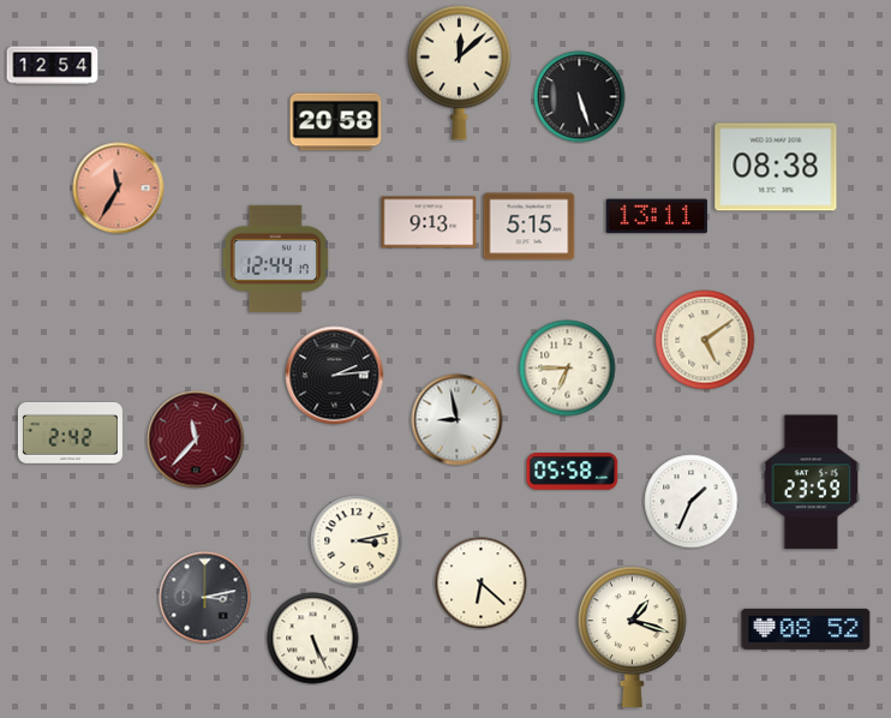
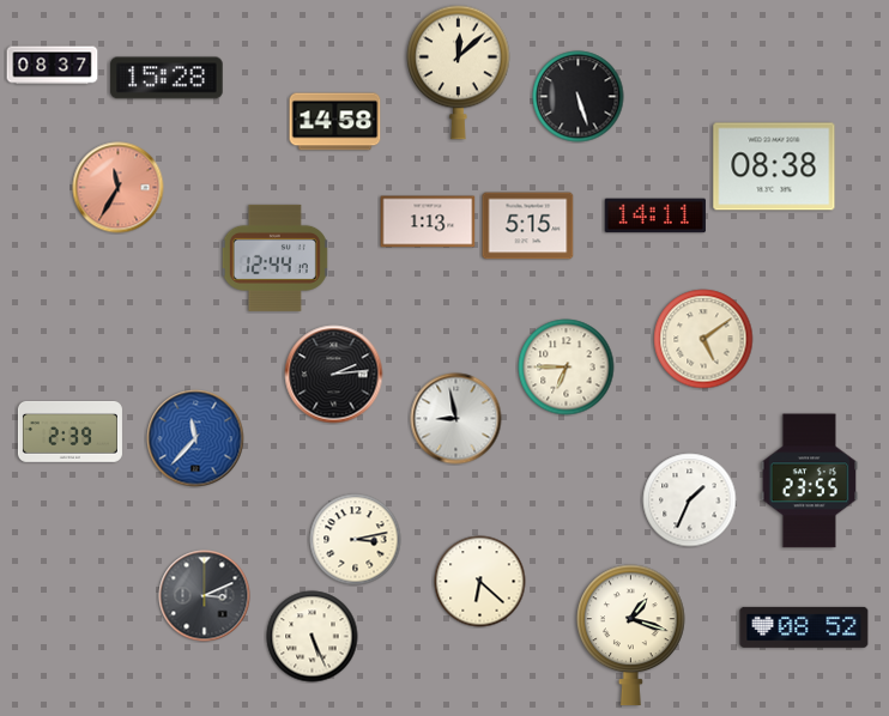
clock at (53, 66): 12:54 -> 08:37
clock at (167, 78): none -> 15:28
clock at (336, 122): 20:58 -> 14:58
clock at (657, 216): 13:11 -> 14:11
clock at (429, 222): 9:13 -> 1:13
clock at (70, 433): 2:42 -> 2:39
clock at (196, 439) dial: burgundy -> blue
clock at (573, 472): 05:58 -> none
clock at (812, 483): 23:59 -> 23:55
clock at (205, 598): 3:13 -> 3:11
